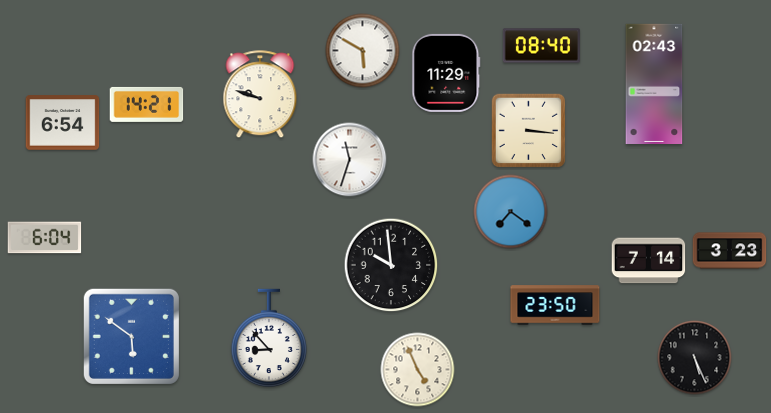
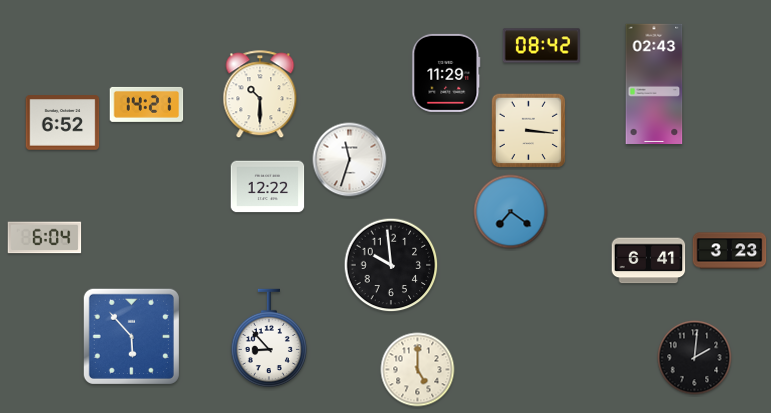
clock at (541, 46): 08:40 -> 08:42
clock at (363, 51): 5:50 -> none
clock at (260, 95): 9:48 -> 10:30
clock at (63, 123): 6:54 -> 6:52
clock at (268, 187): none -> 12:22
clock at (649, 261): 7:14 -> 6:41
clock at (555, 305): 23:50 -> none
clock at (131, 336): 5:51 -> 5:53
clock at (695, 358): 5:26 -> 2:01
clock at (418, 370): 4:56 -> 5:00
